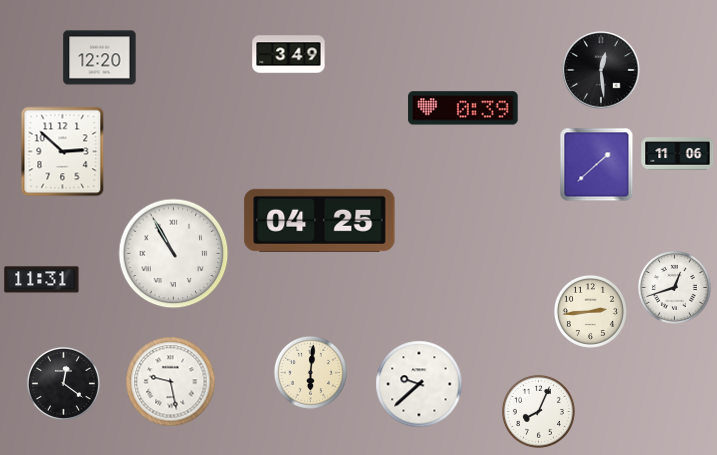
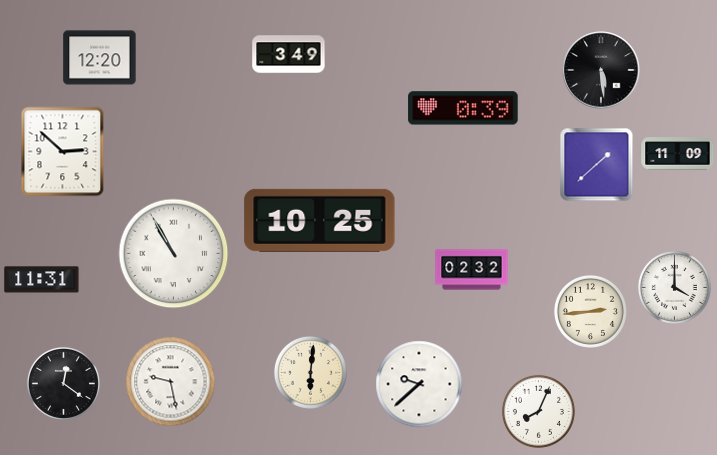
clock at (601, 70): 12:29 -> 5:29
clock at (678, 154): 11:06 -> 11:09
clock at (320, 220): 04:25 -> 10:25
clock at (472, 270): none -> 02:32
clock at (674, 287): 12:42 -> 4:00
